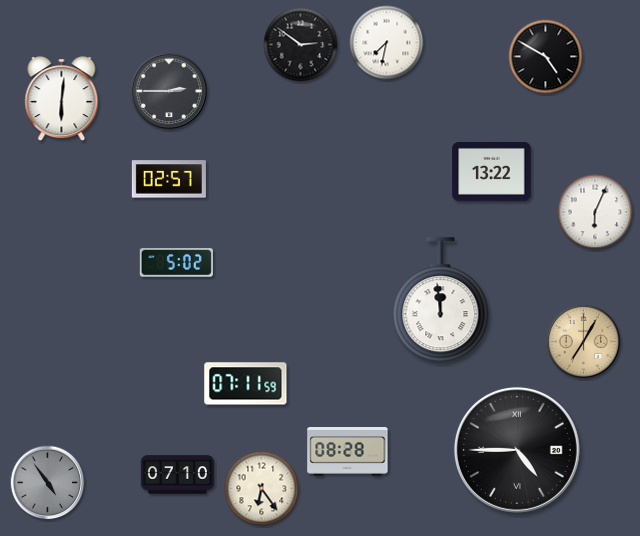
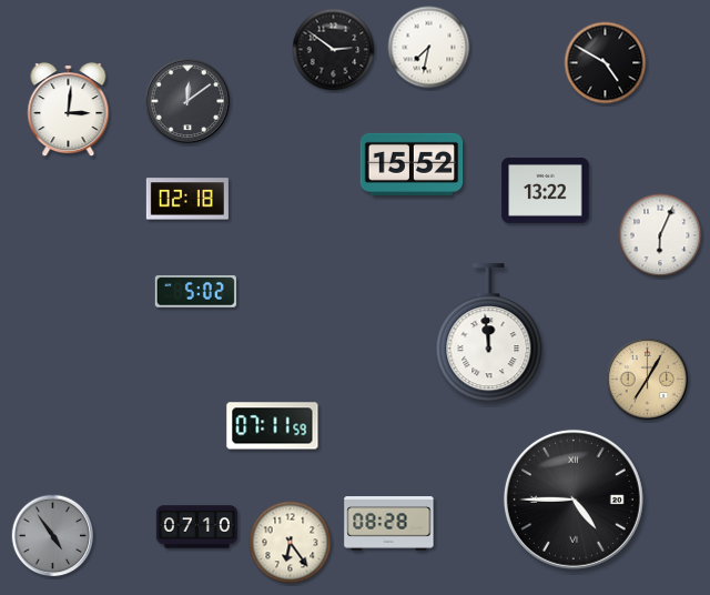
clock at (169, 91): 2:45 -> 12:09
clock at (62, 99): 6:01 -> 3:01
clock at (412, 164): none -> 15:52
clock at (169, 179): 02:57 -> 02:18
clock at (348, 452) position: (348, 452) -> (389, 524)
